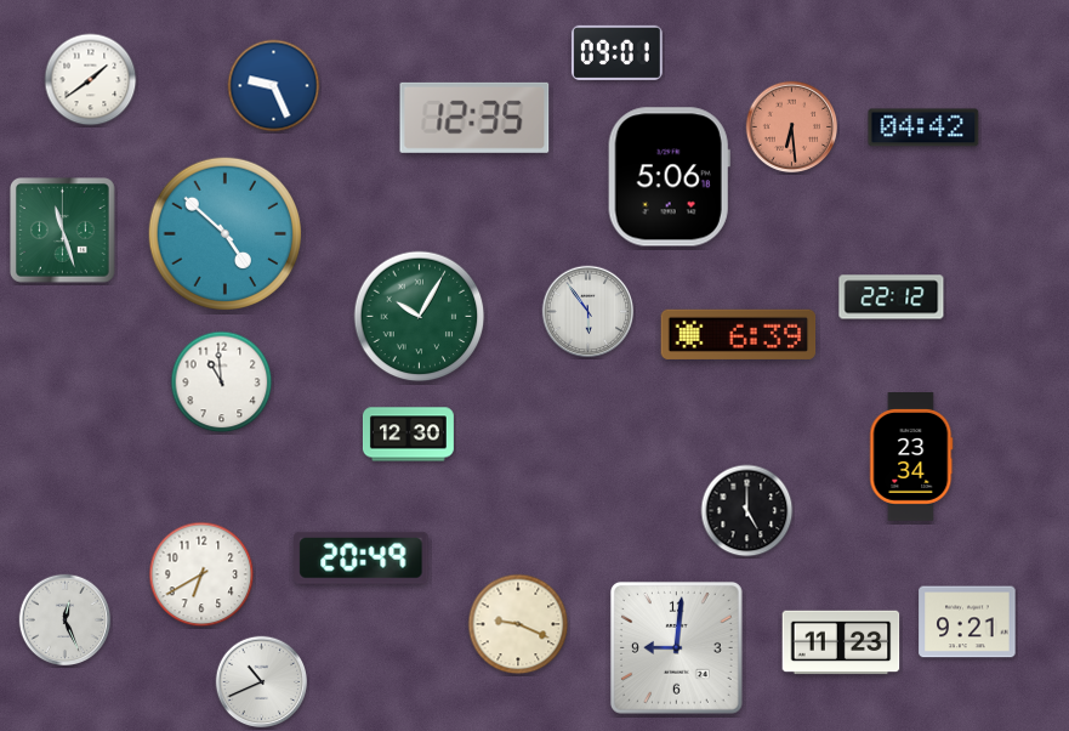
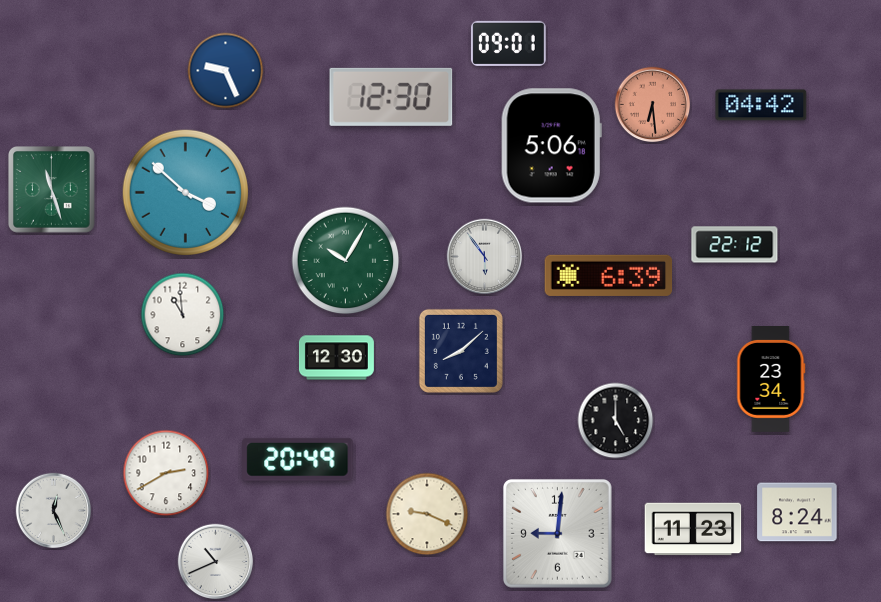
clock at (91, 80): 1:39 -> none
clock at (474, 118): 12:35 -> 12:30
clock at (224, 233): 4:52 -> 3:52
clock at (461, 351): none -> 8:08
clock at (911, 458) position: (911, 458) -> (771, 380)
clock at (201, 574): 6:40 -> 2:40
clock at (967, 622): 9:21 -> 8:24
